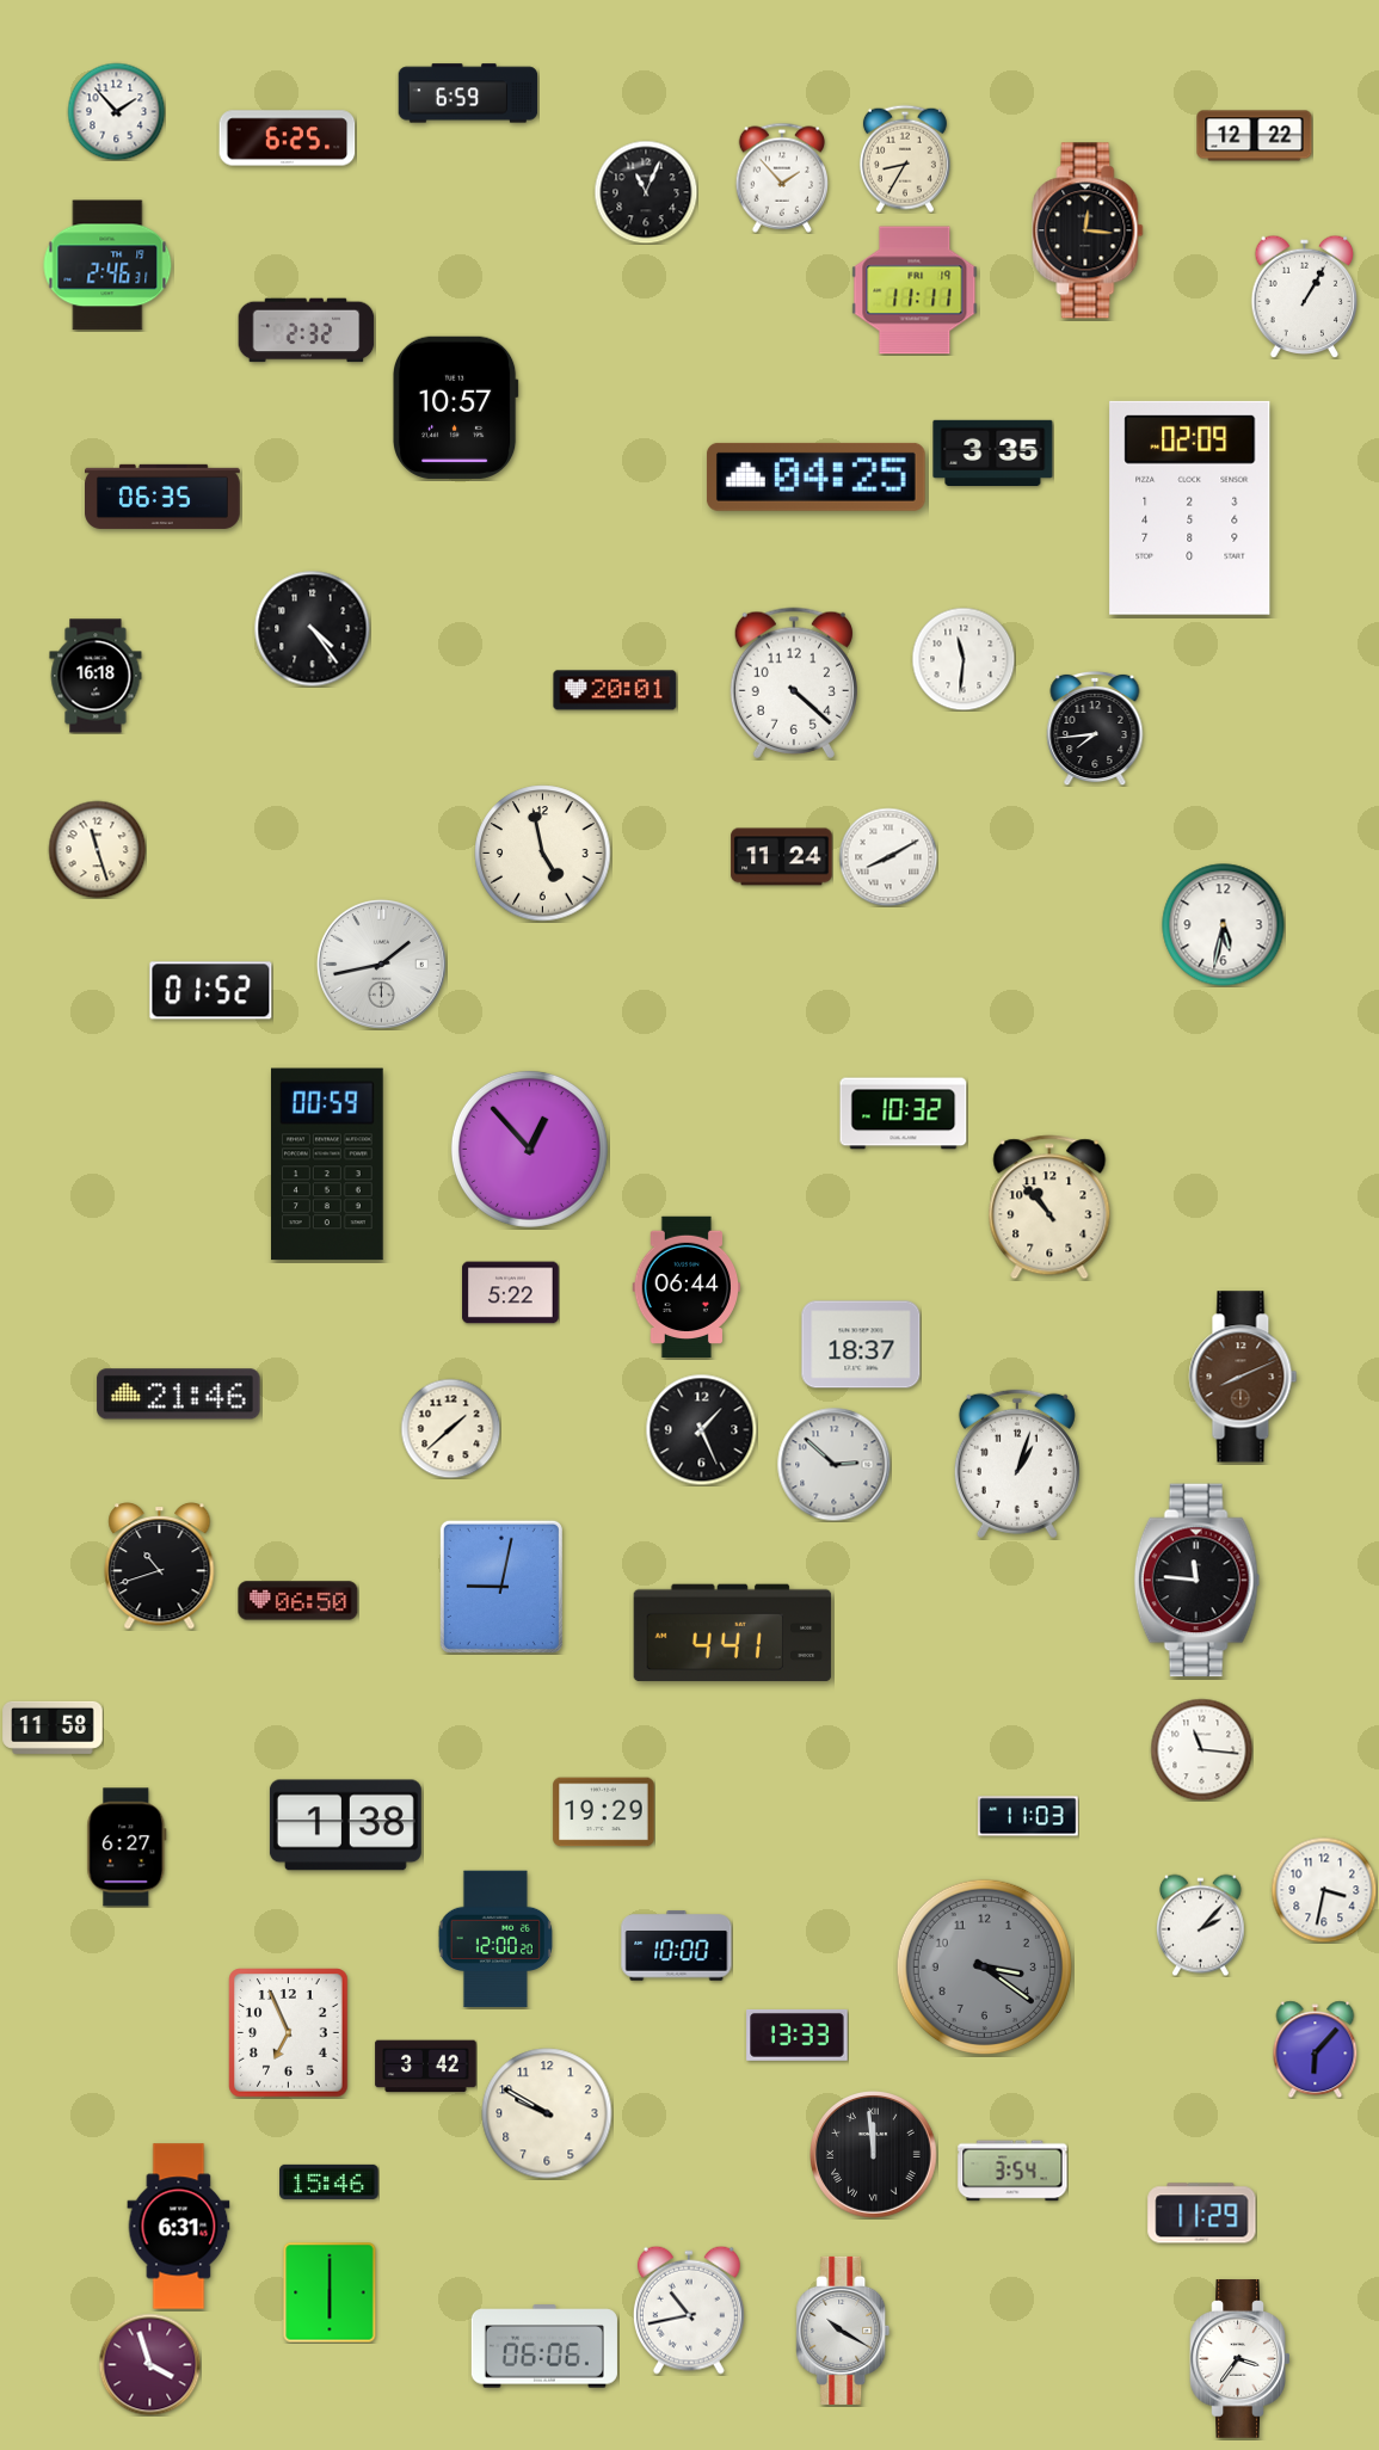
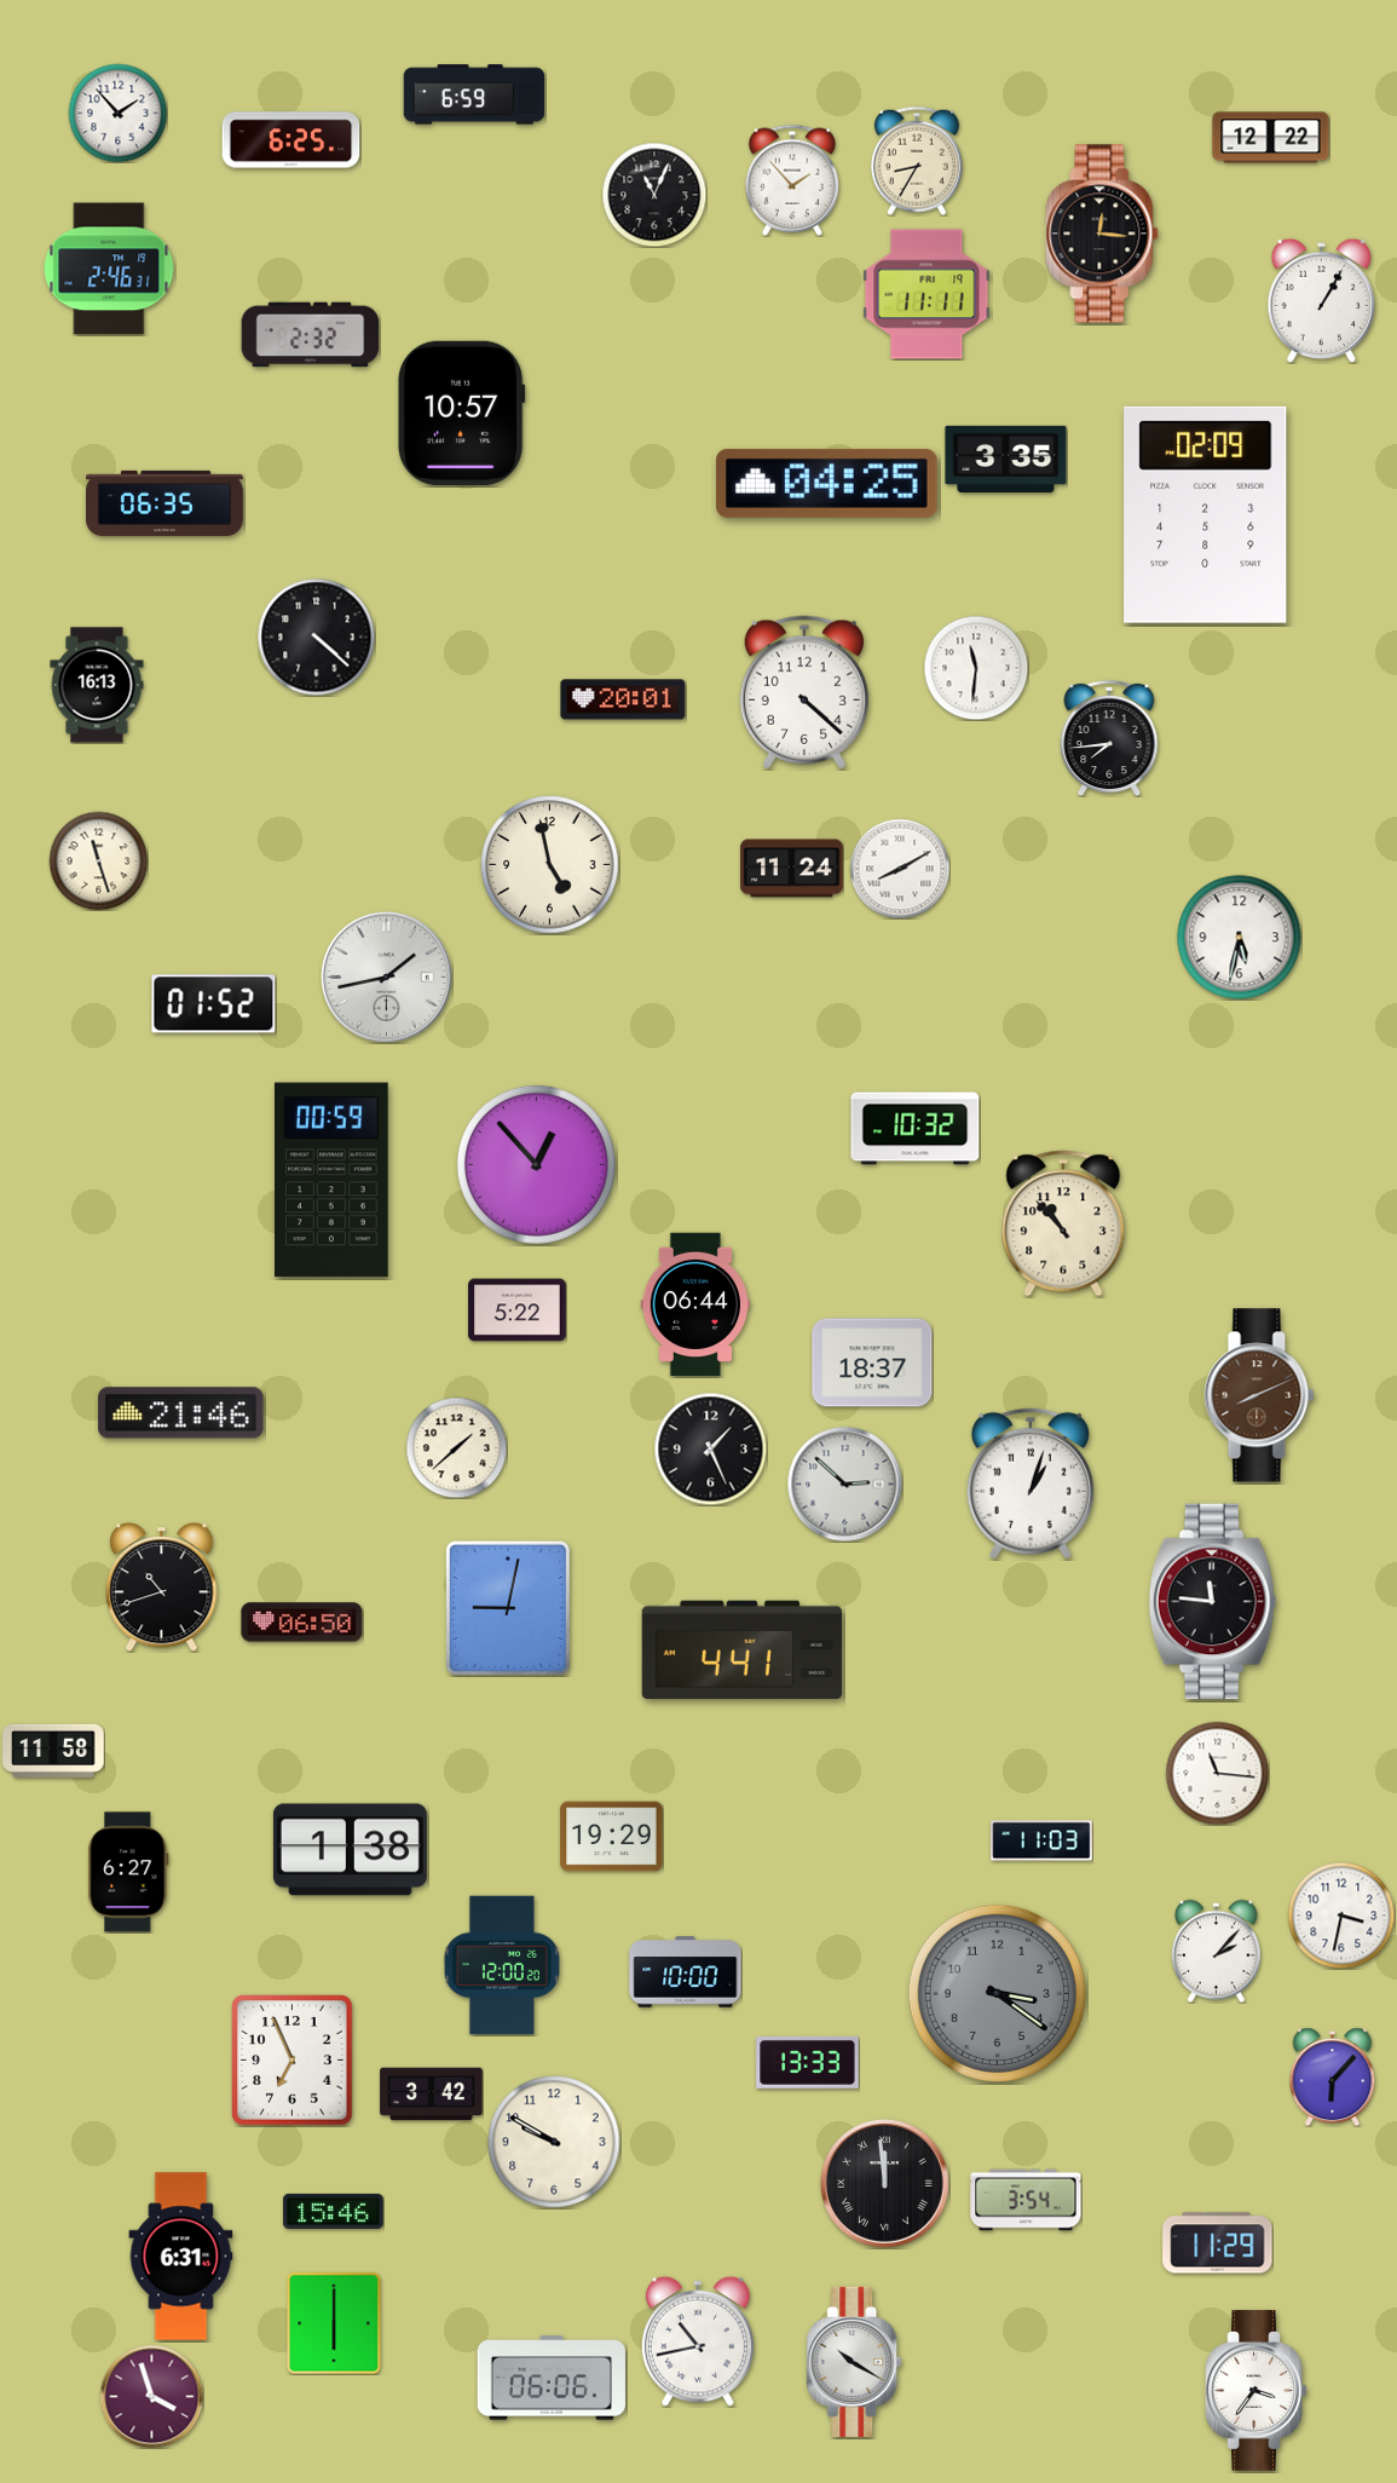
clock at (312, 628): 4:24 -> 4:22
clock at (96, 676): 16:18 -> 16:13
clock at (733, 1633) position: (733, 1633) -> (743, 1650)
